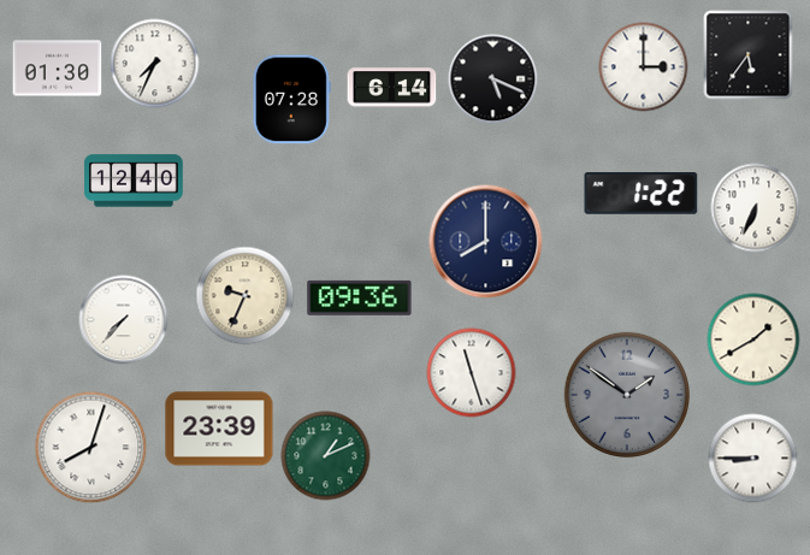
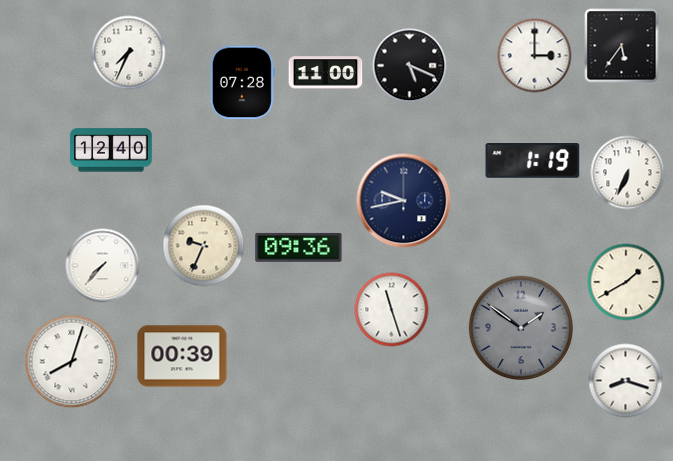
clock at (58, 69): 01:30 -> none
clock at (392, 88): 6:14 -> 11:00
clock at (642, 194): 1:22 -> 1:19
clock at (486, 242): 8:00 -> 9:43
clock at (219, 429): 23:39 -> 00:39
clock at (91, 448) position: (91, 448) -> (72, 362)
clock at (326, 456): 1:11 -> none
clock at (753, 459): 8:45 -> 8:18
